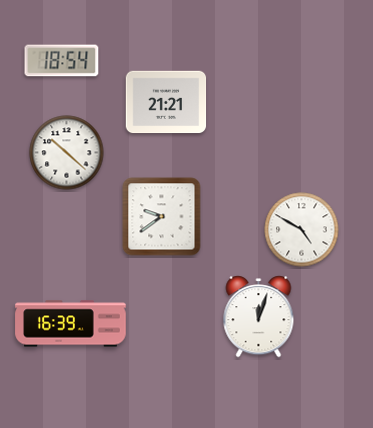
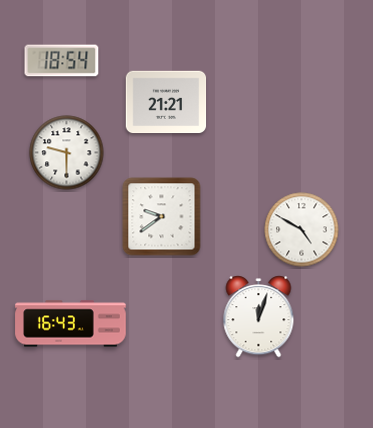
clock at (67, 153): 10:22 -> 9:30
clock at (71, 324): 16:39 -> 16:43
